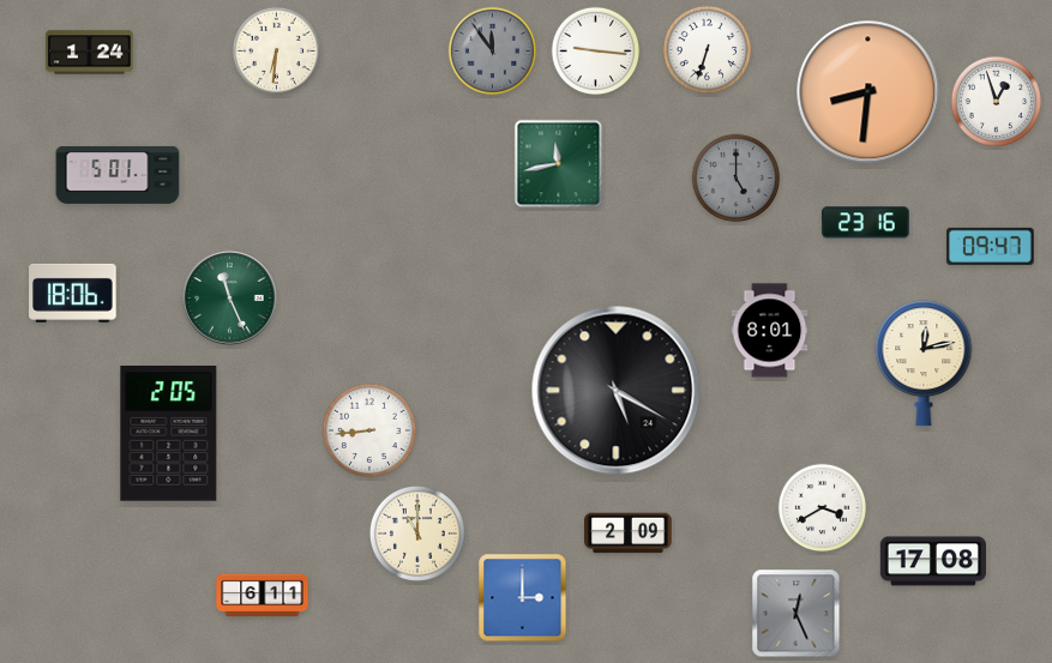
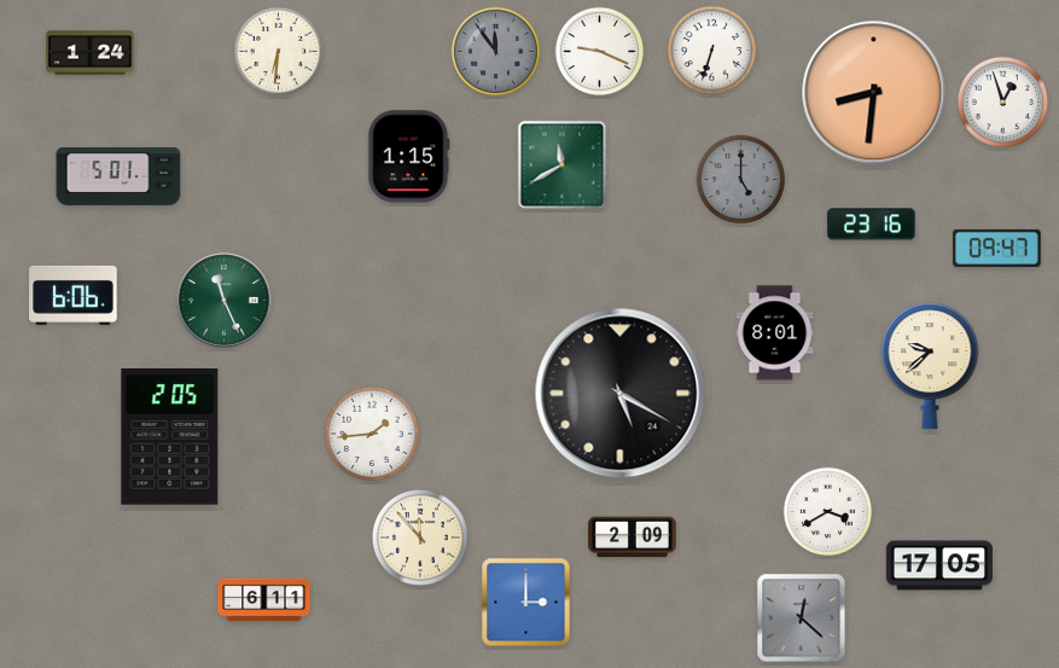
clock at (596, 52): 9:16 -> 9:19
clock at (409, 157): none -> 1:15
clock at (559, 164): 11:43 -> 11:40
clock at (73, 293): 18:06 -> 6:06
clock at (230, 299) position: (230, 299) -> (225, 301)
clock at (924, 363): 12:13 -> 9:38
clock at (369, 430): 8:44 -> 1:44
clock at (417, 534): 11:00 -> 11:53
clock at (933, 561): 17:08 -> 17:05
clock at (796, 614): 12:26 -> 12:22
